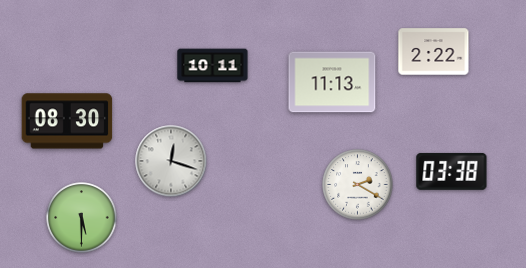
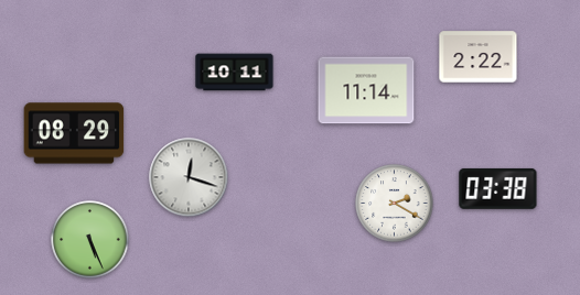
clock at (332, 82): 11:13 -> 11:14
clock at (67, 121): 08:30 -> 08:29
clock at (82, 218): 5:30 -> 5:26
